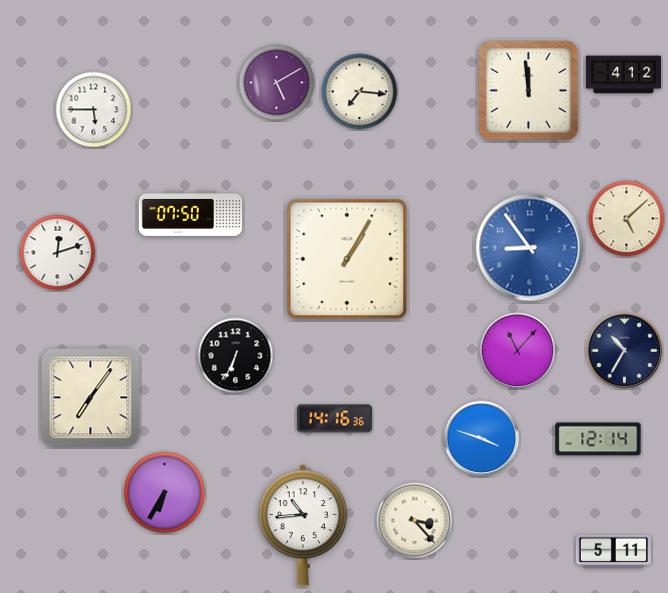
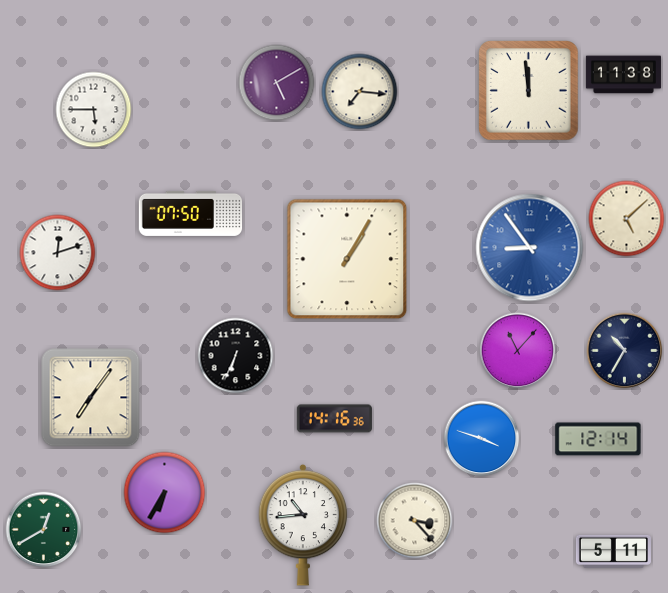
clock at (623, 75): 4:12 -> 11:38
clock at (44, 530): none -> 12:40
